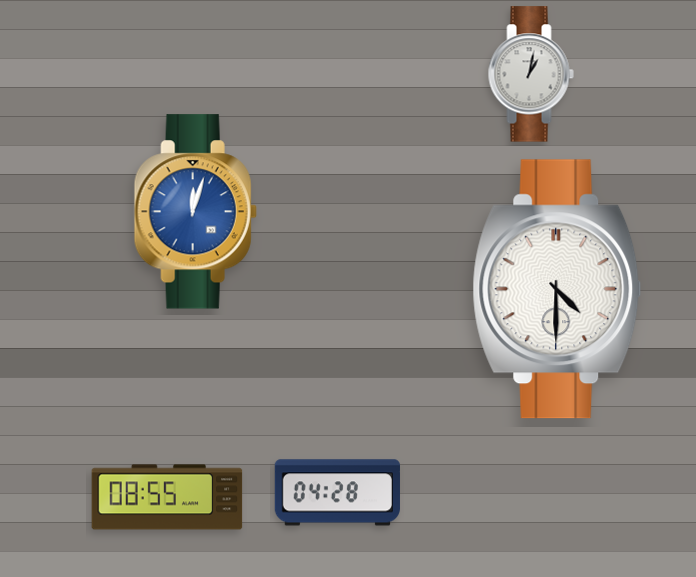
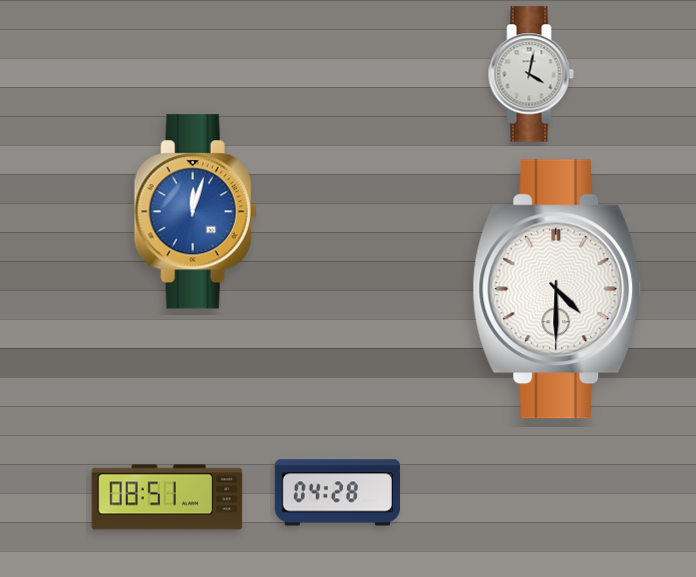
clock at (531, 74): 1:02 -> 4:02
clock at (167, 497): 08:55 -> 08:51
